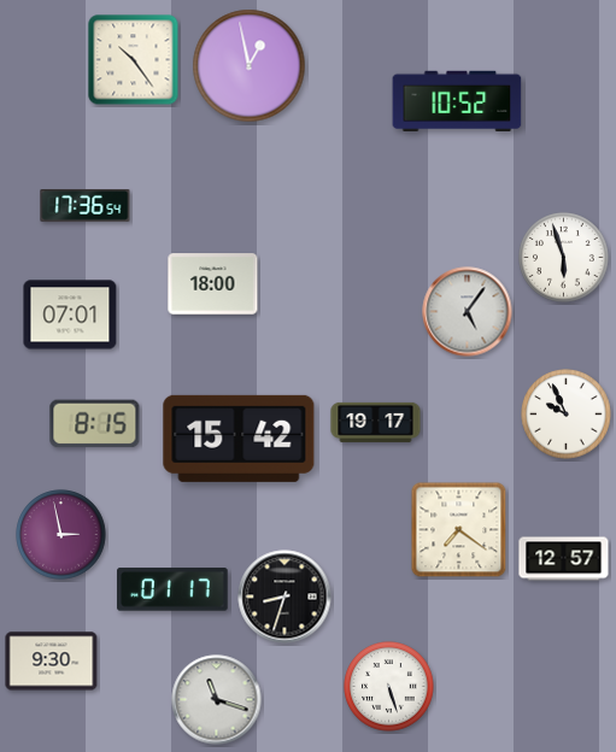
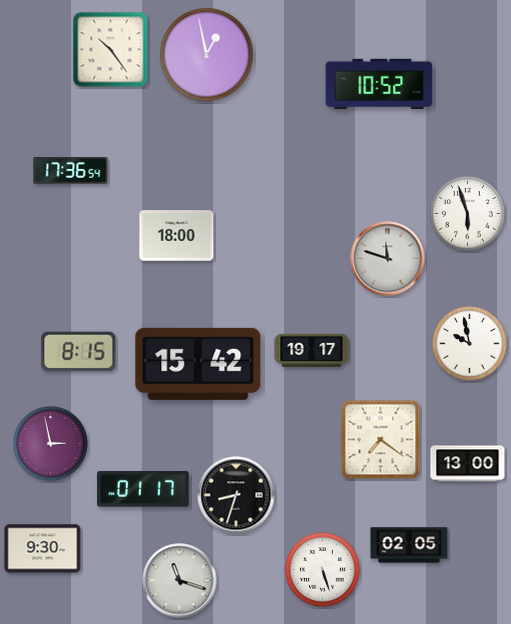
clock at (468, 312): 5:06 -> 11:48
clock at (70, 315): 07:01 -> none
clock at (567, 415): 9:56 -> 9:58
clock at (564, 559): 12:57 -> 13:00
clock at (409, 545): none -> 02:05
